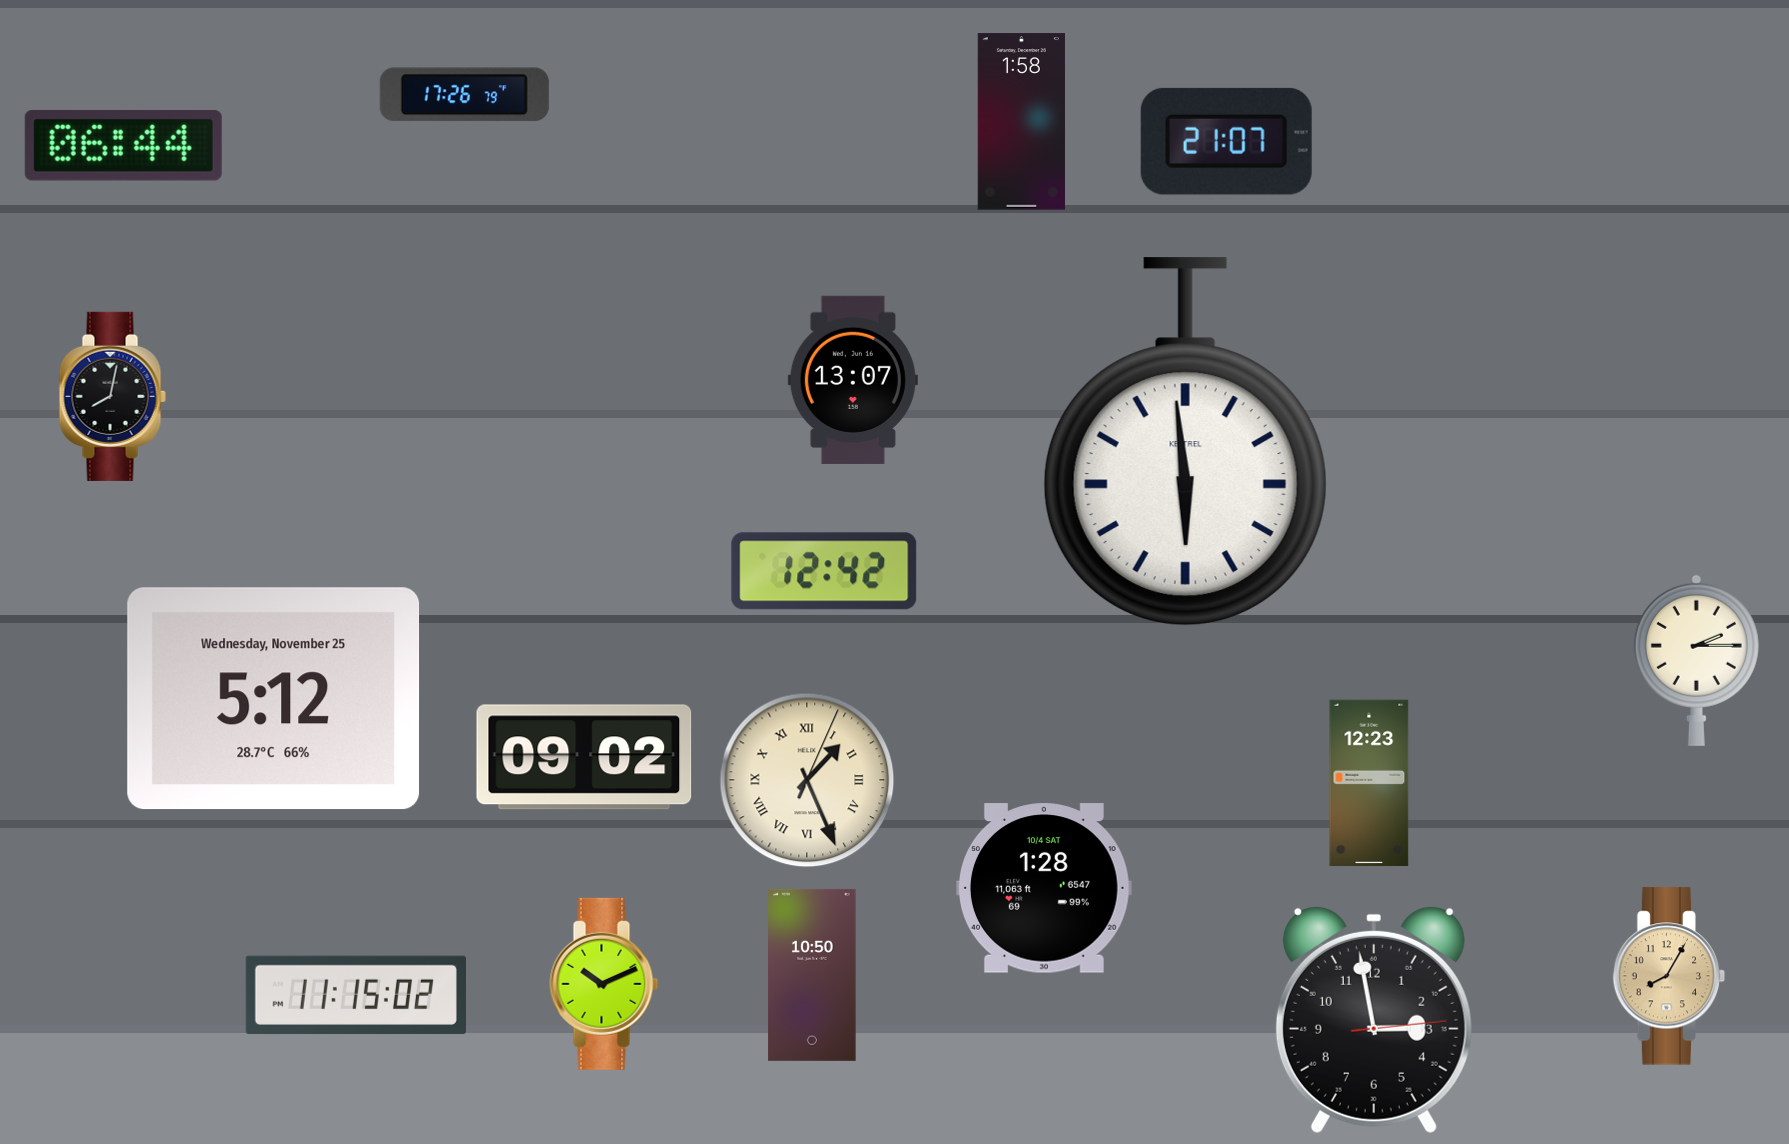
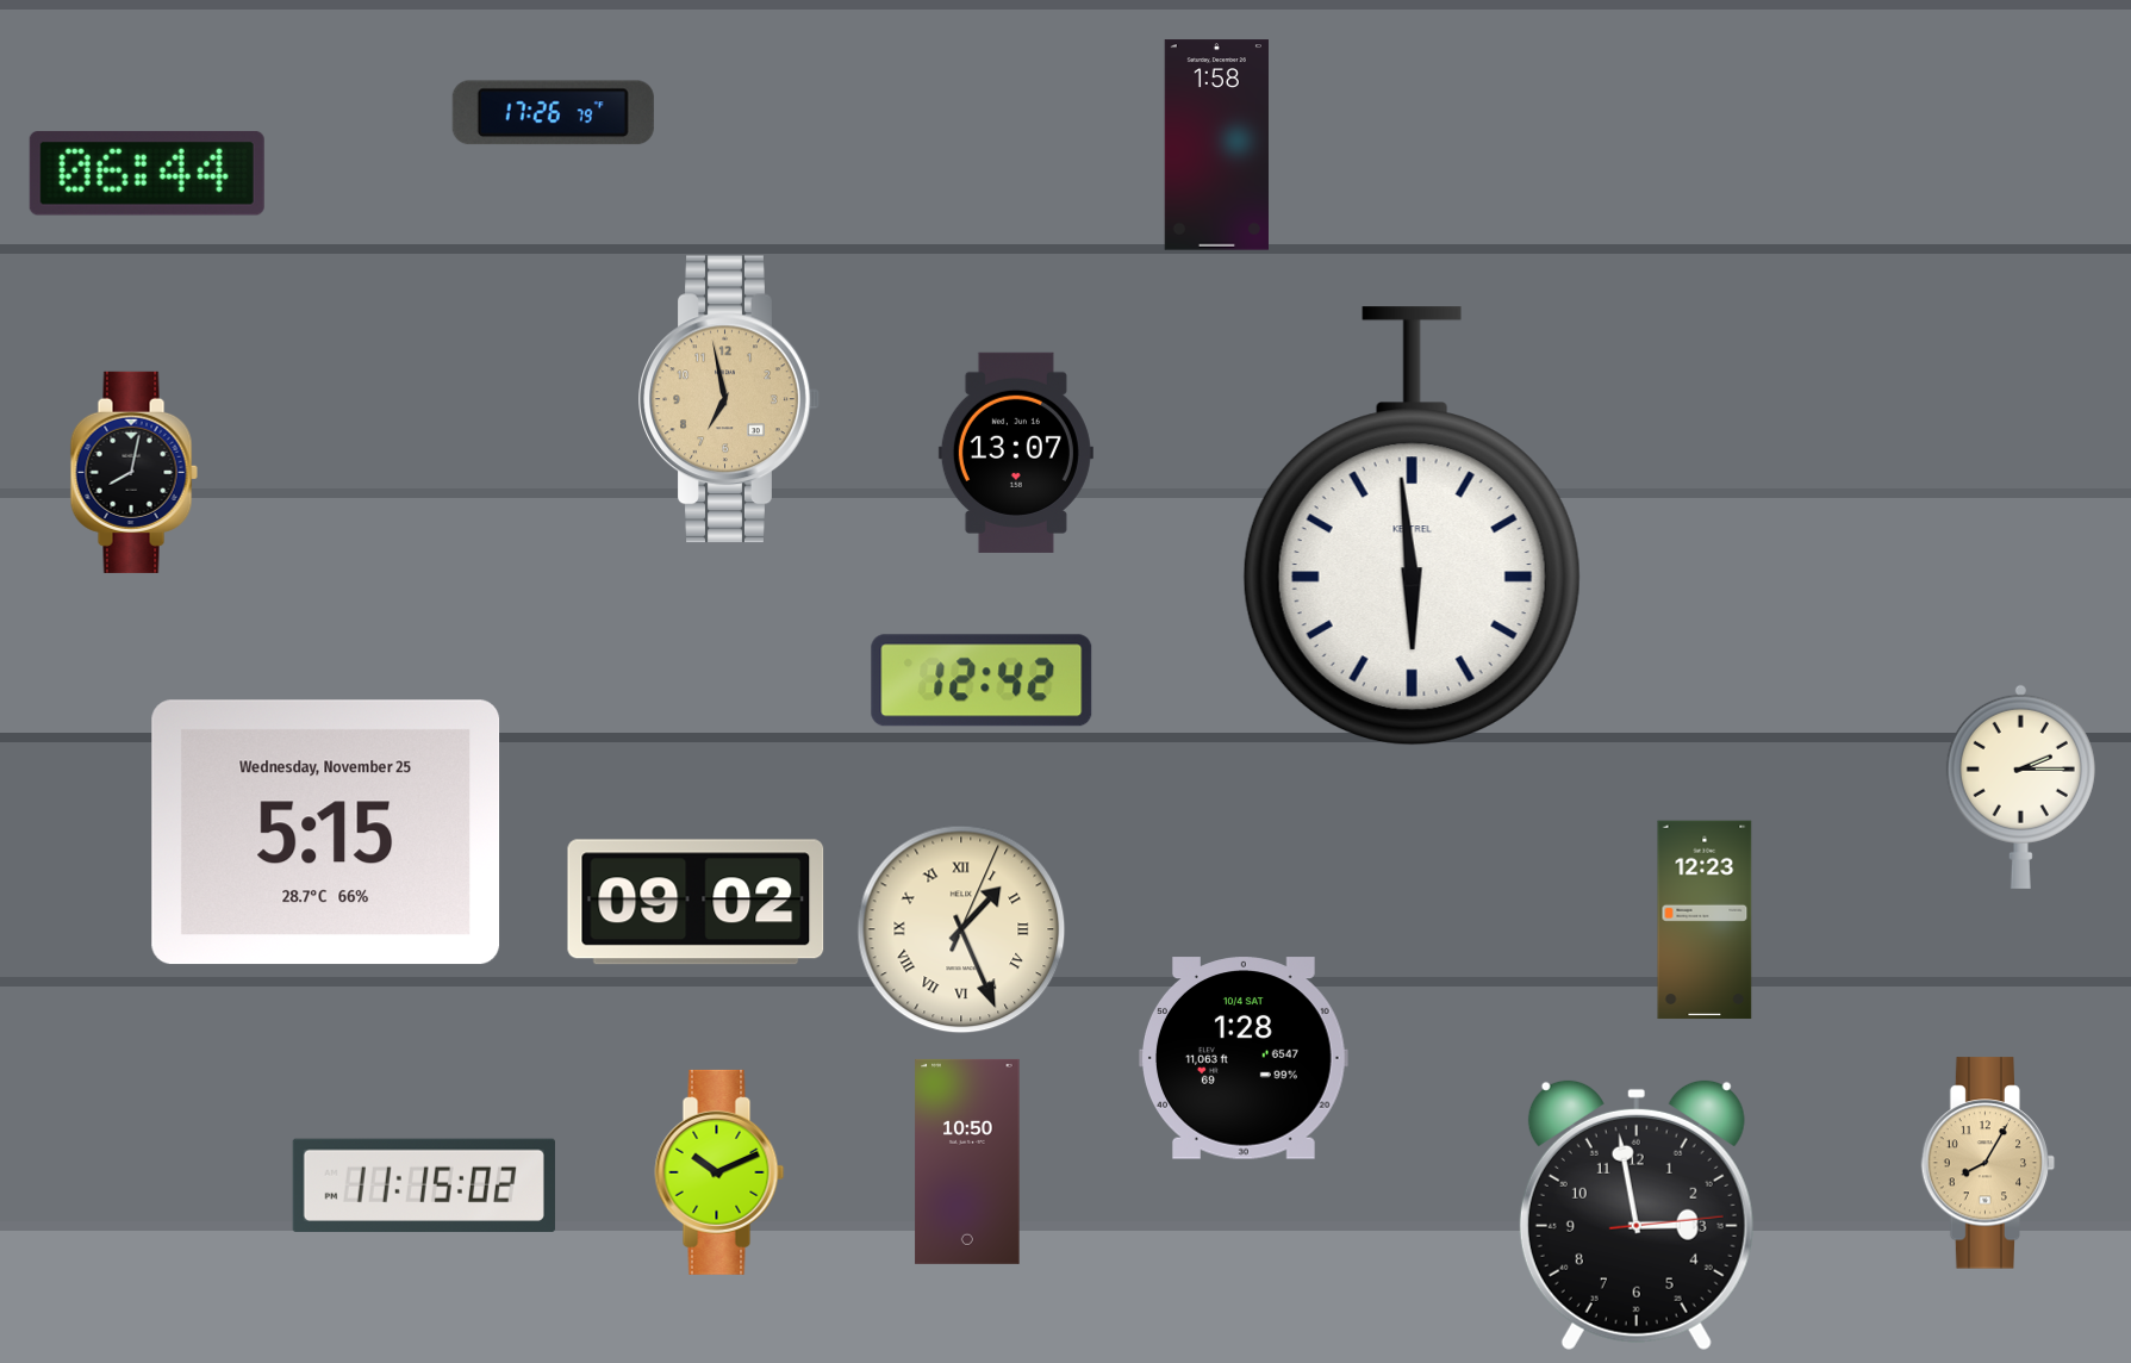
clock at (1226, 141): 21:07 -> none
clock at (729, 399): none -> 6:58
clock at (274, 699): 5:12 -> 5:15
clock at (1369, 783) position: (1369, 783) -> (1705, 920)
